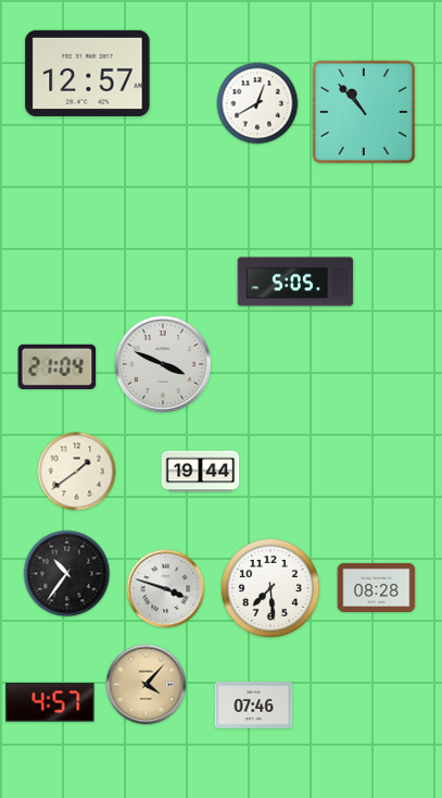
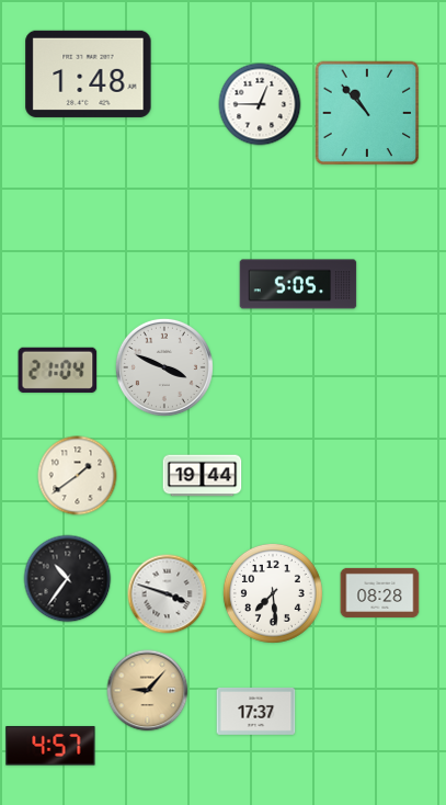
clock at (88, 73): 12:57 -> 1:48
clock at (257, 103): 12:40 -> 12:45
clock at (147, 685): 4:07 -> 9:07
clock at (50, 702) position: (50, 702) -> (50, 746)
clock at (254, 705): 07:46 -> 17:37
